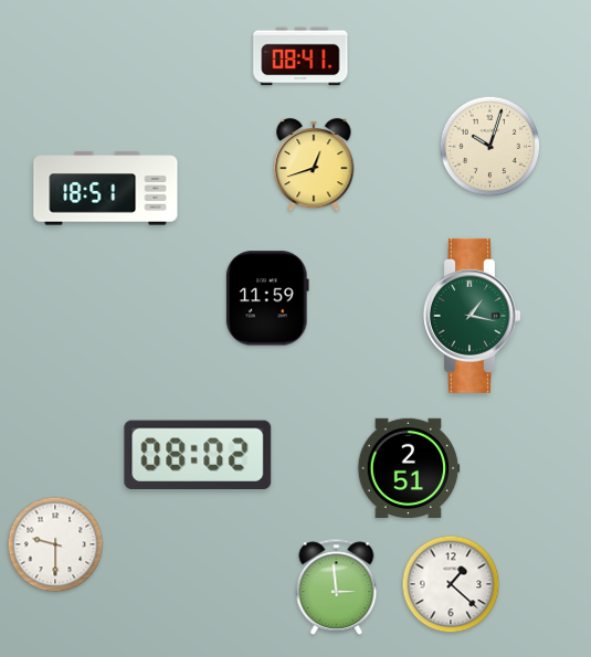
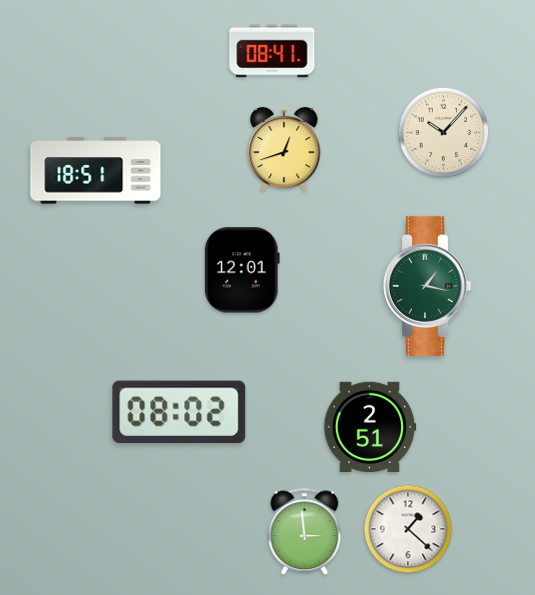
clock at (490, 147): 10:03 -> 10:07
clock at (267, 298): 11:59 -> 12:01
clock at (409, 467) position: (409, 467) -> (370, 426)
clock at (55, 544): 9:30 -> none
